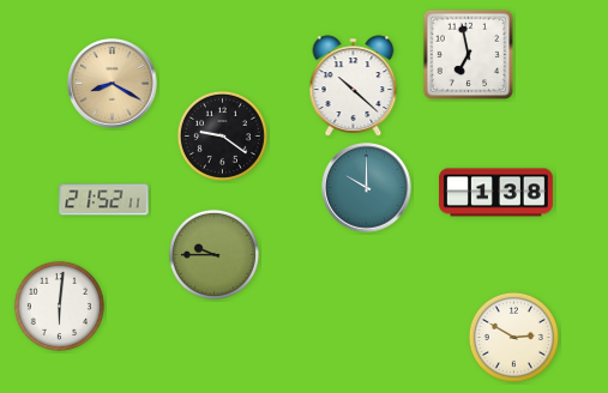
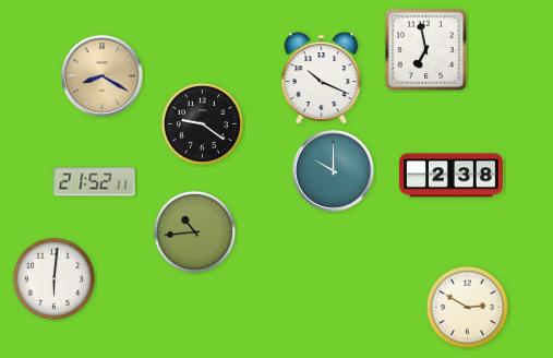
clock at (354, 86): 10:22 -> 10:19
clock at (496, 193): 1:38 -> 2:38
clock at (213, 254): 9:45 -> 10:44
